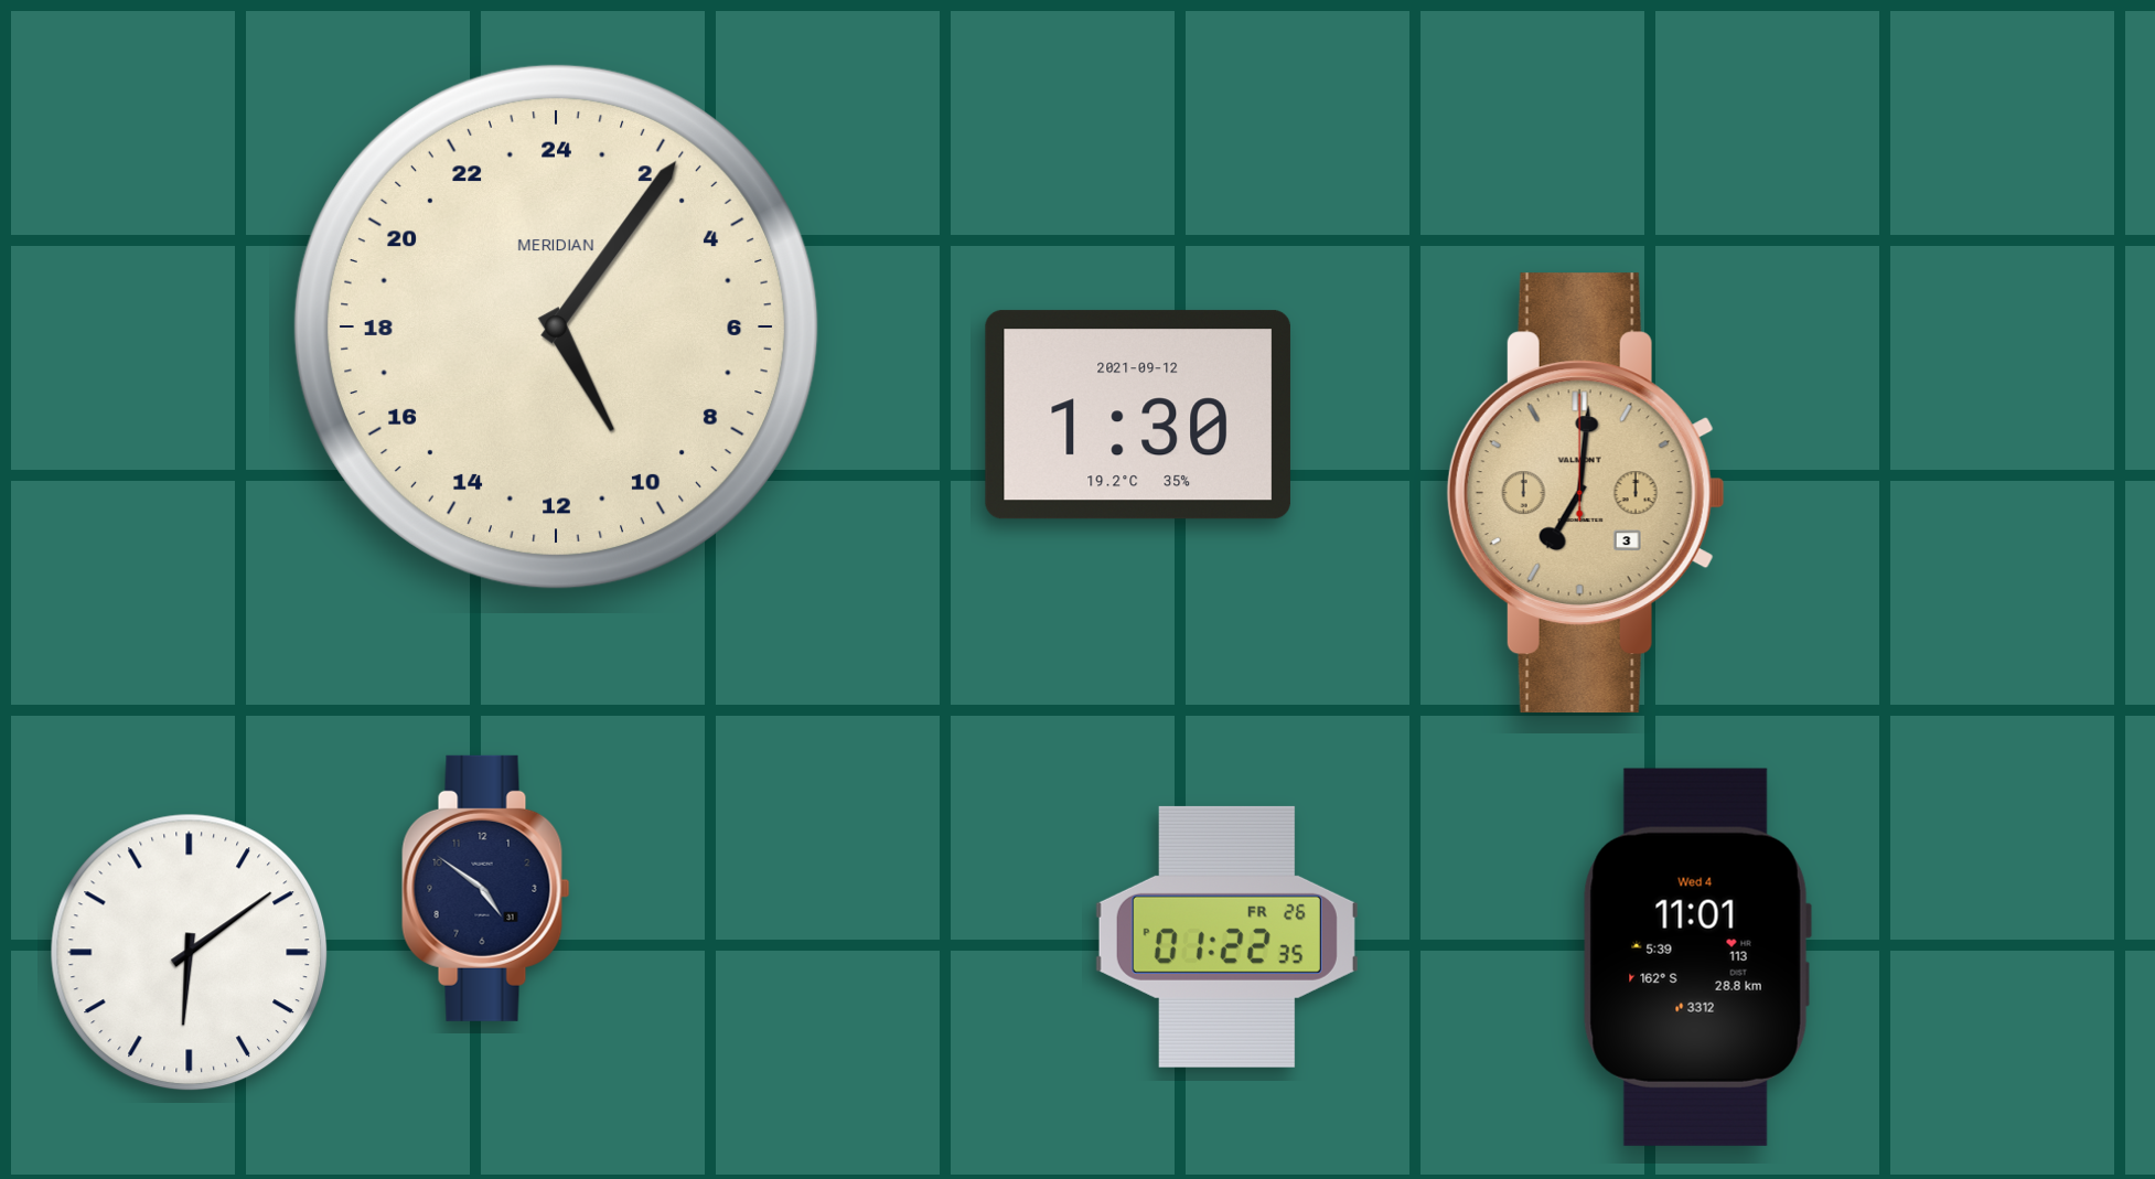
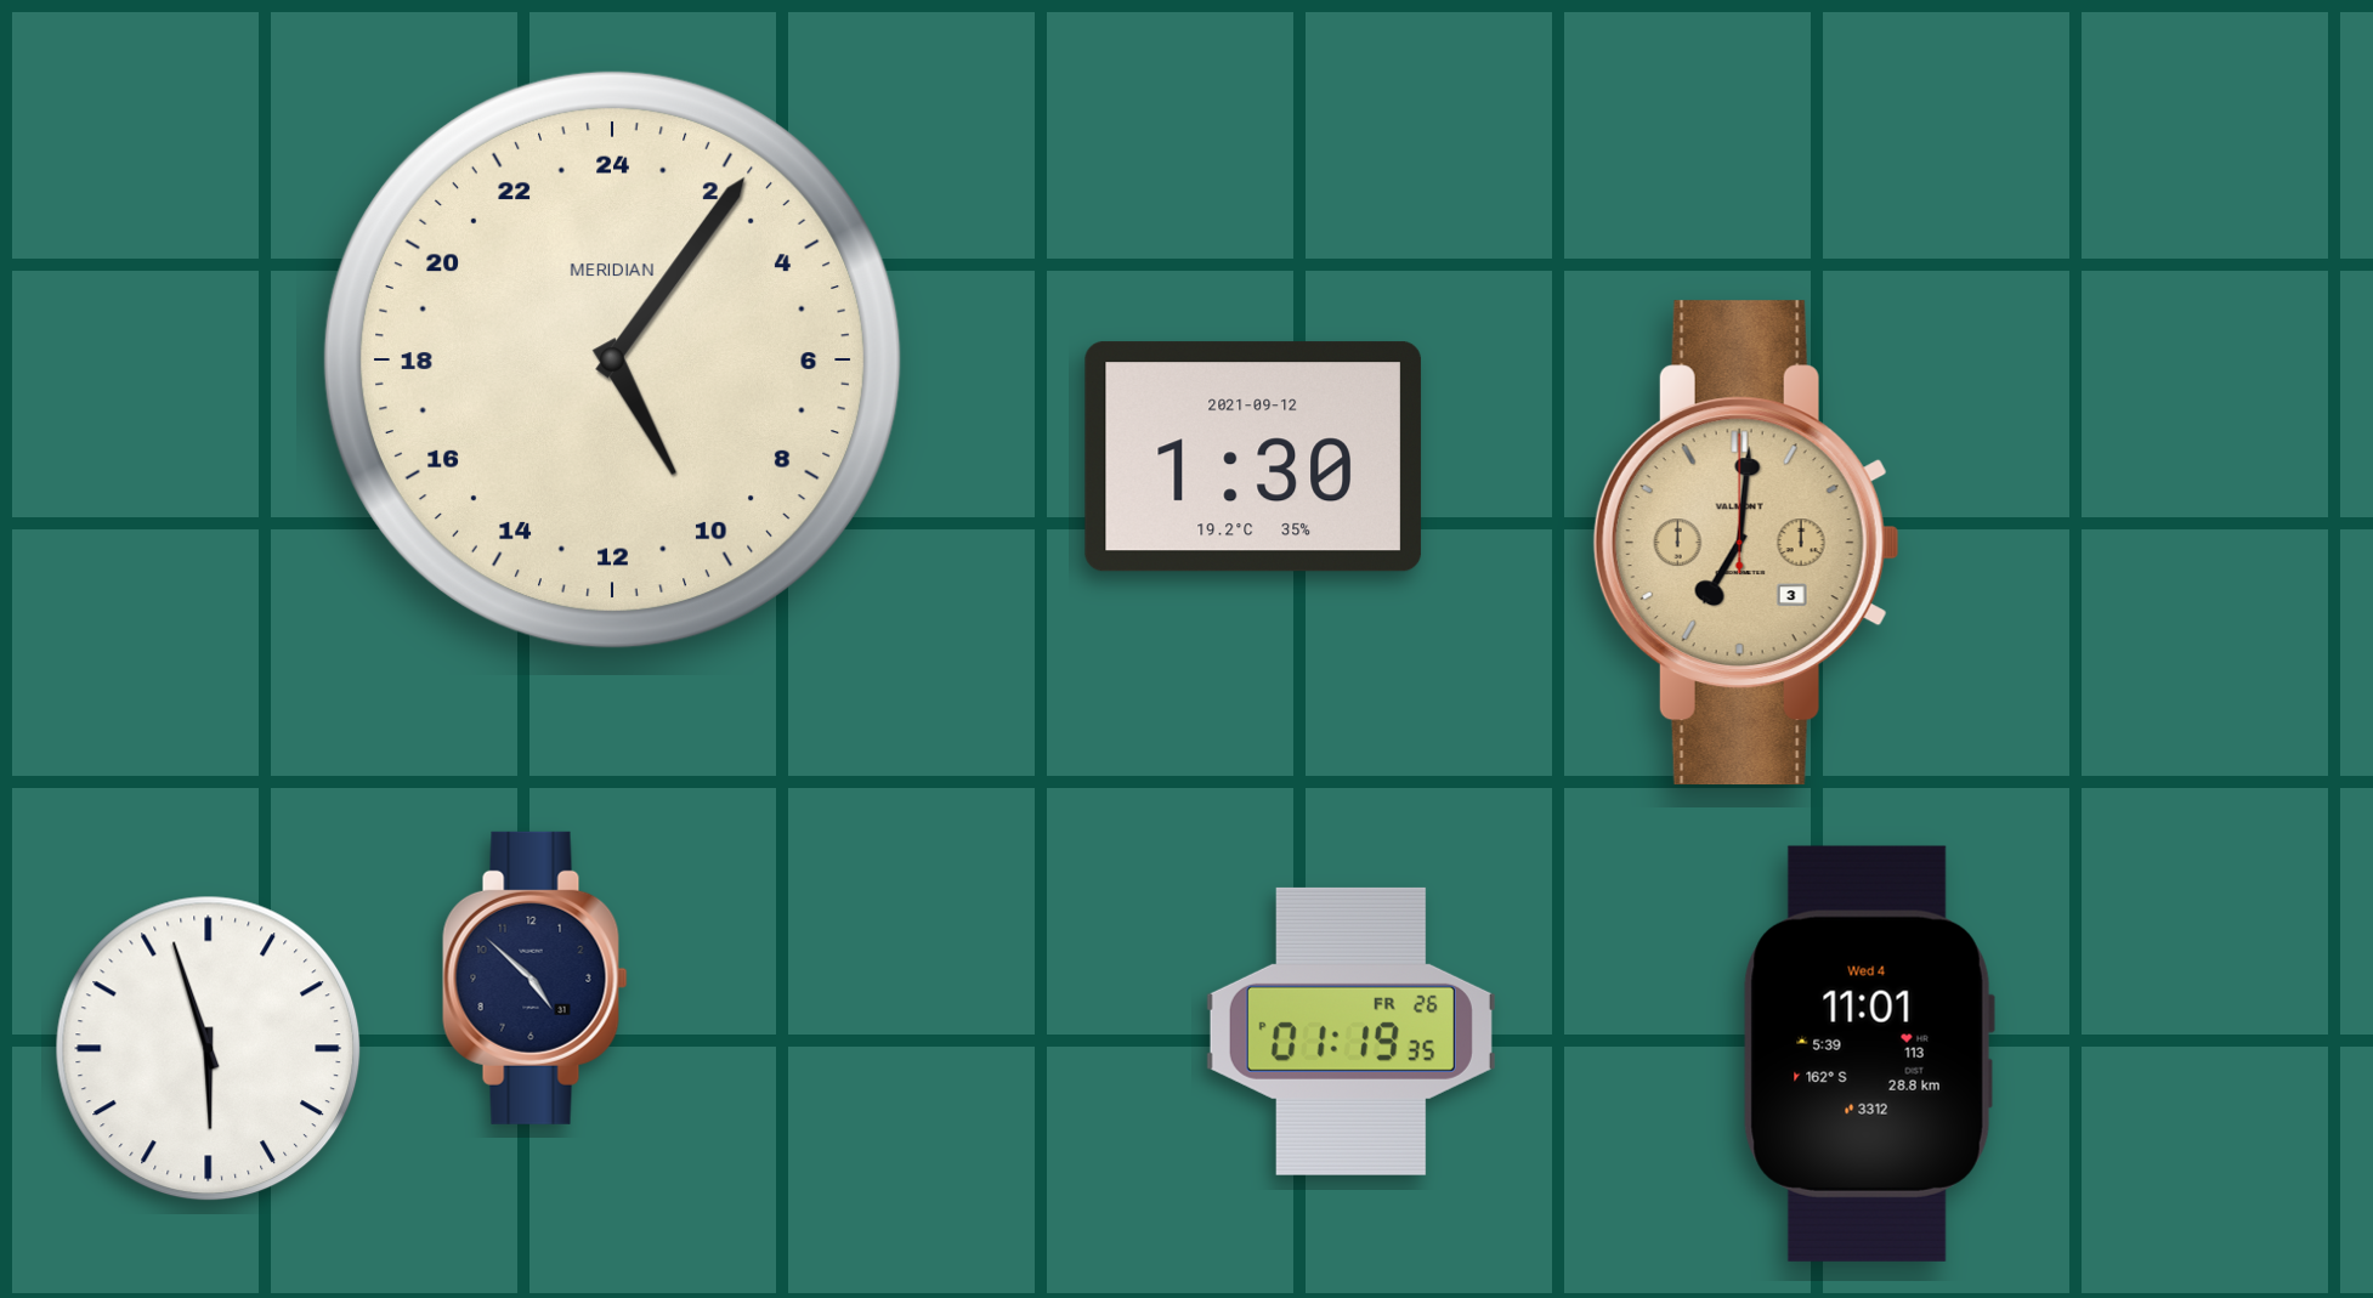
clock at (486, 888): 4:51 -> 4:52
clock at (1226, 936): 01:22 -> 01:19
clock at (190, 953): 6:09 -> 5:57
